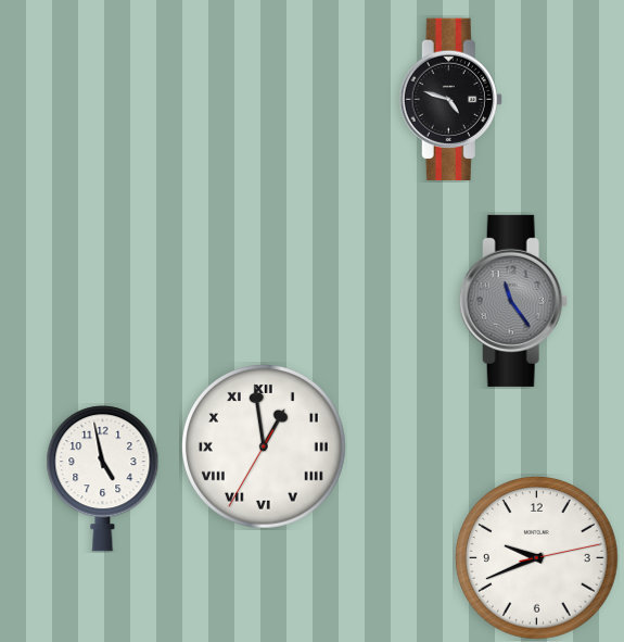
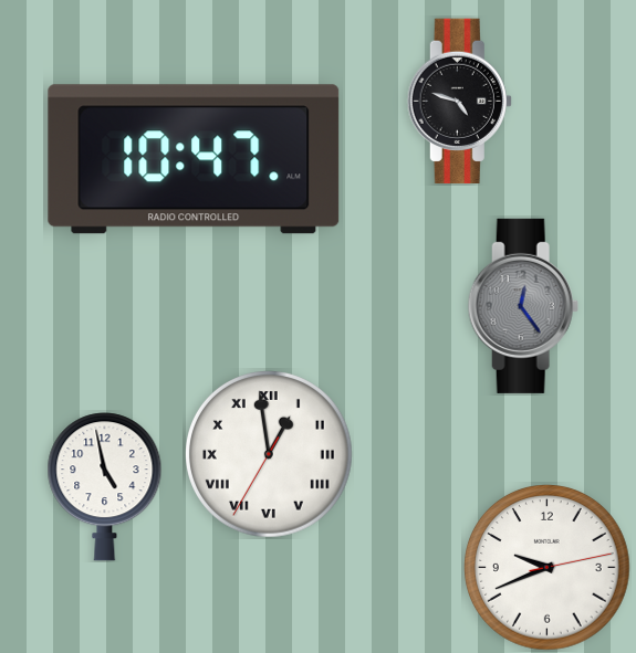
clock at (194, 159): none -> 10:47
clock at (513, 301): 11:24 -> 12:24
